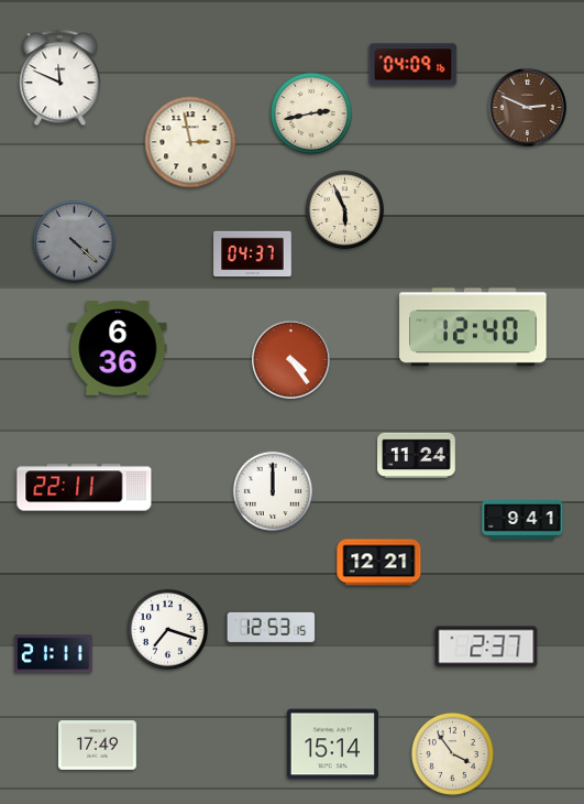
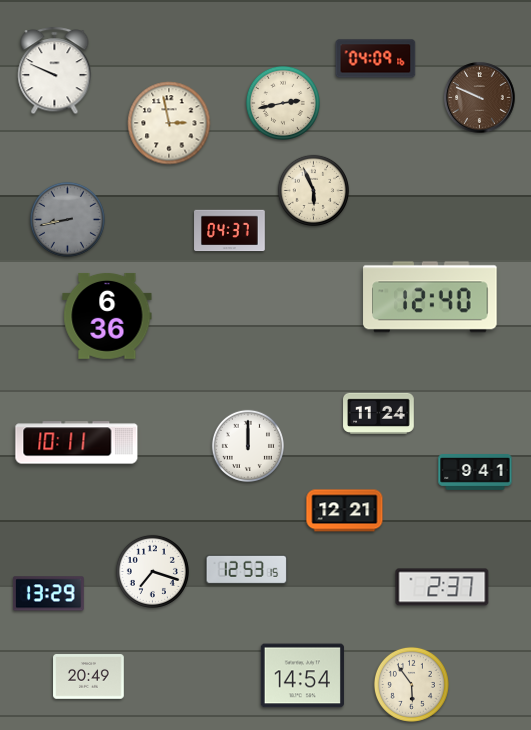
clock at (60, 78): 11:49 -> 9:49
clock at (528, 108): 2:49 -> 9:49
clock at (190, 142) position: (190, 142) -> (169, 123)
clock at (74, 241): 4:22 -> 8:43
clock at (291, 360): 4:24 -> none
clock at (85, 488): 22:11 -> 10:11
clock at (54, 654): 21:11 -> 13:29
clock at (332, 745): 15:14 -> 14:54
clock at (98, 746): 17:49 -> 20:49
clock at (452, 753): 3:54 -> 5:54
